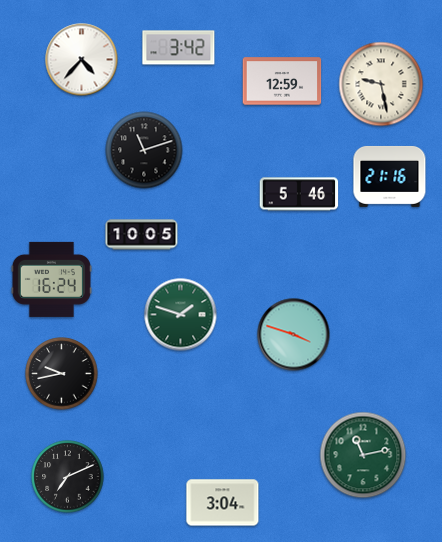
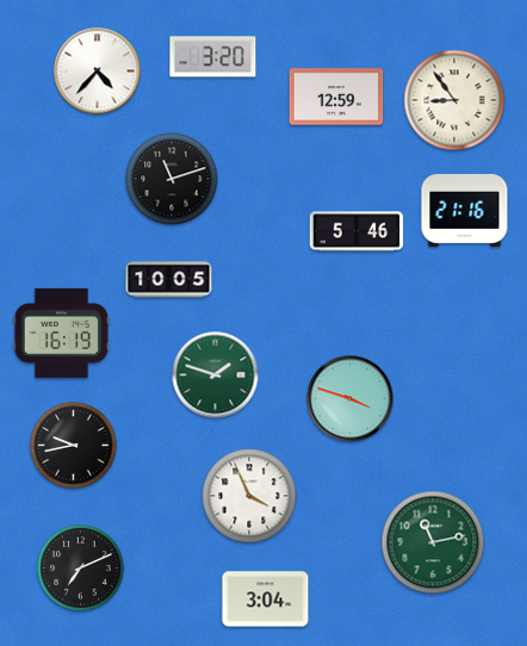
clock at (179, 48): 3:42 -> 3:20
clock at (381, 84): 9:28 -> 8:54
clock at (51, 279): 16:24 -> 16:19
clock at (249, 496): none -> 3:56
